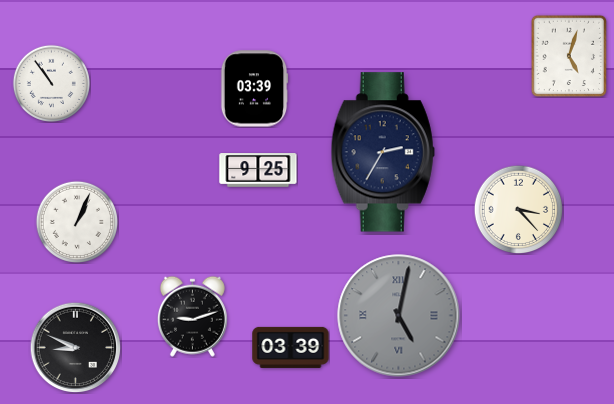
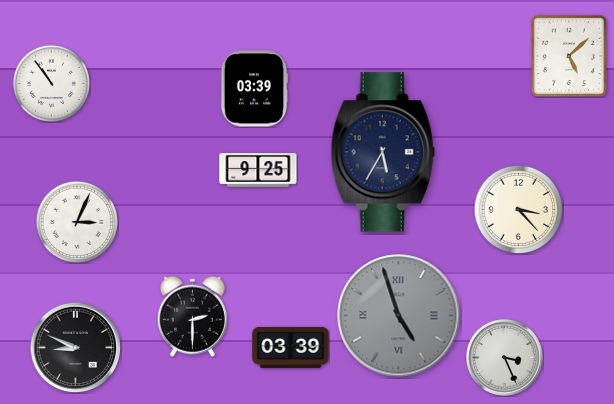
clock at (569, 56): 5:03 -> 5:08
clock at (383, 152): 2:35 -> 5:35
clock at (76, 221): 1:04 -> 3:04
clock at (192, 316): 9:12 -> 2:30
clock at (399, 316): 5:02 -> 4:57
clock at (505, 358): none -> 3:26
